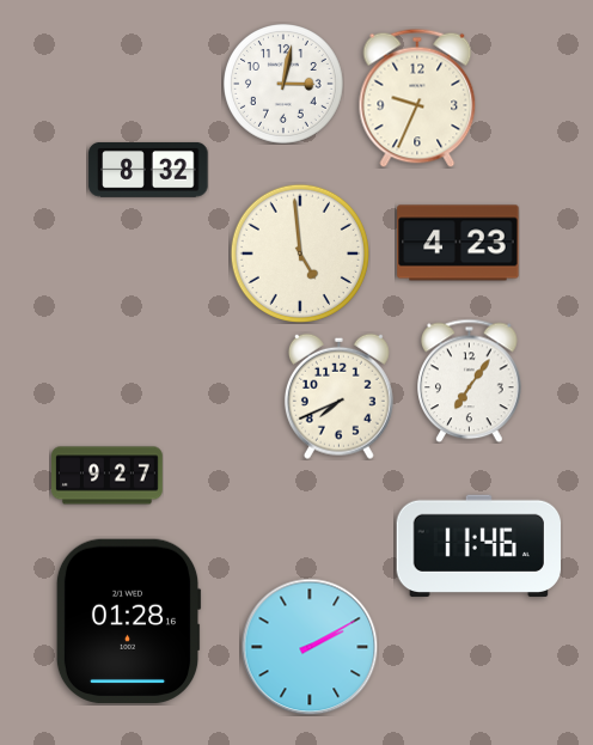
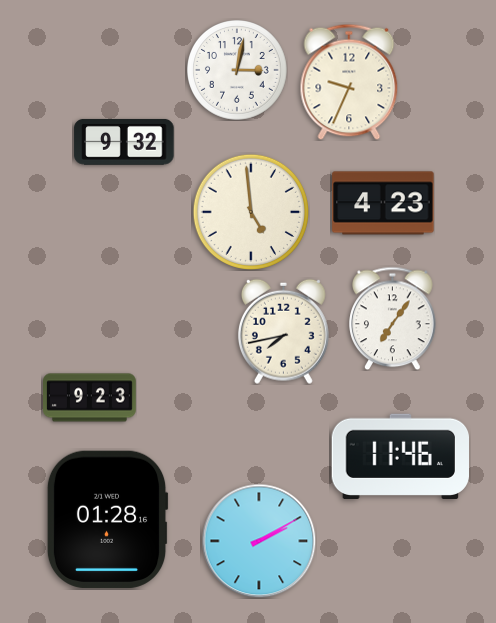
clock at (148, 170): 8:32 -> 9:32
clock at (338, 396): 7:41 -> 7:43
clock at (108, 476): 9:27 -> 9:23
